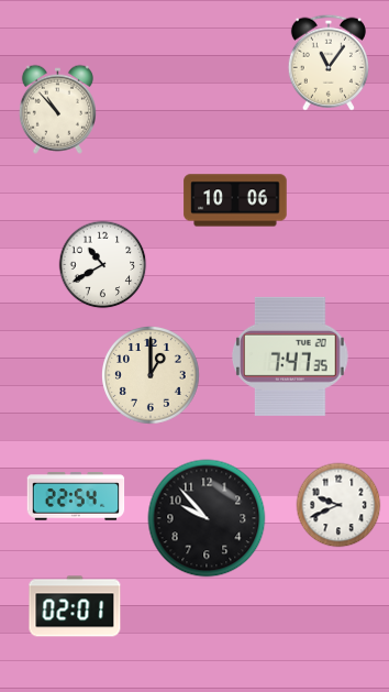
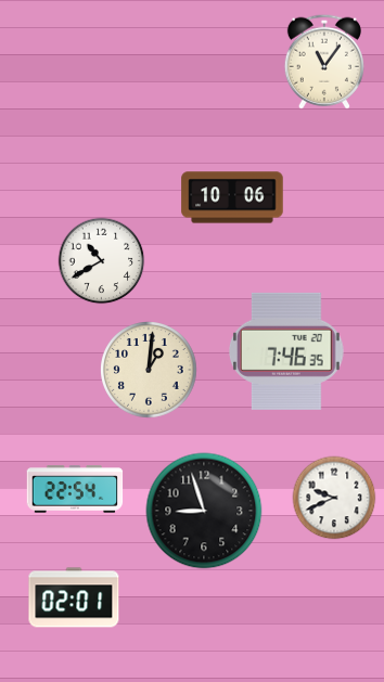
clock at (57, 109): 10:53 -> none
clock at (291, 356): 7:47 -> 7:46
clock at (152, 376): 1:00 -> 1:01
clock at (207, 518): 9:53 -> 8:57
